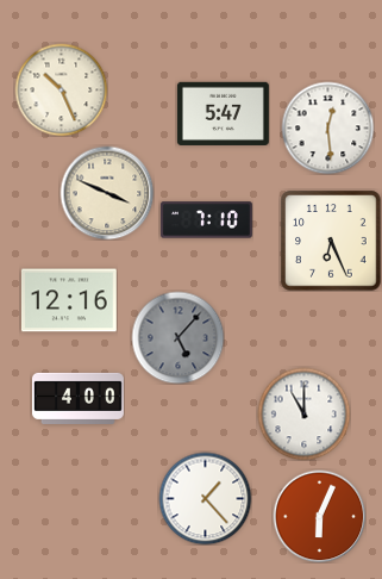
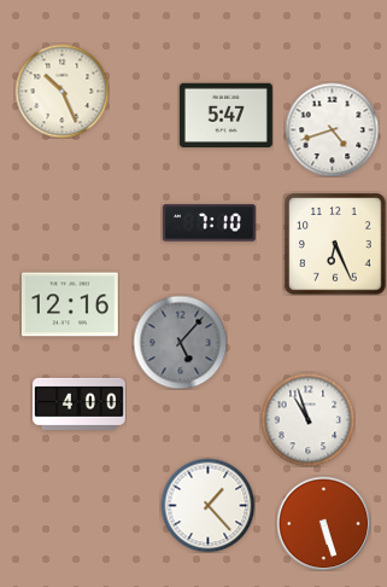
clock at (327, 127): 12:29 -> 4:42
clock at (107, 193): 3:49 -> none
clock at (303, 413): 11:00 -> 10:57
clock at (319, 516): 6:04 -> 5:27
